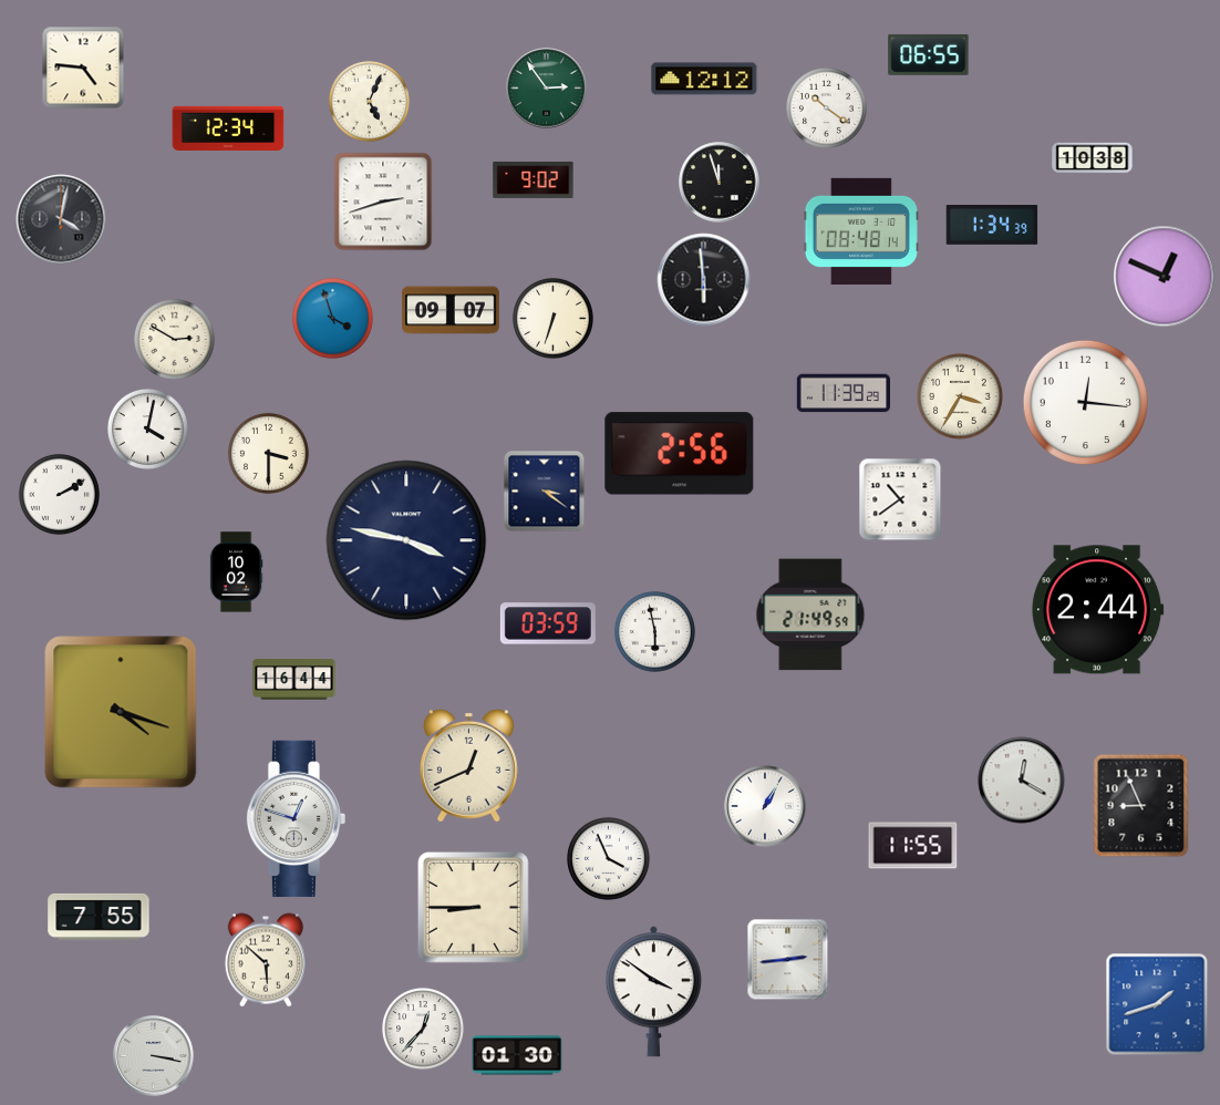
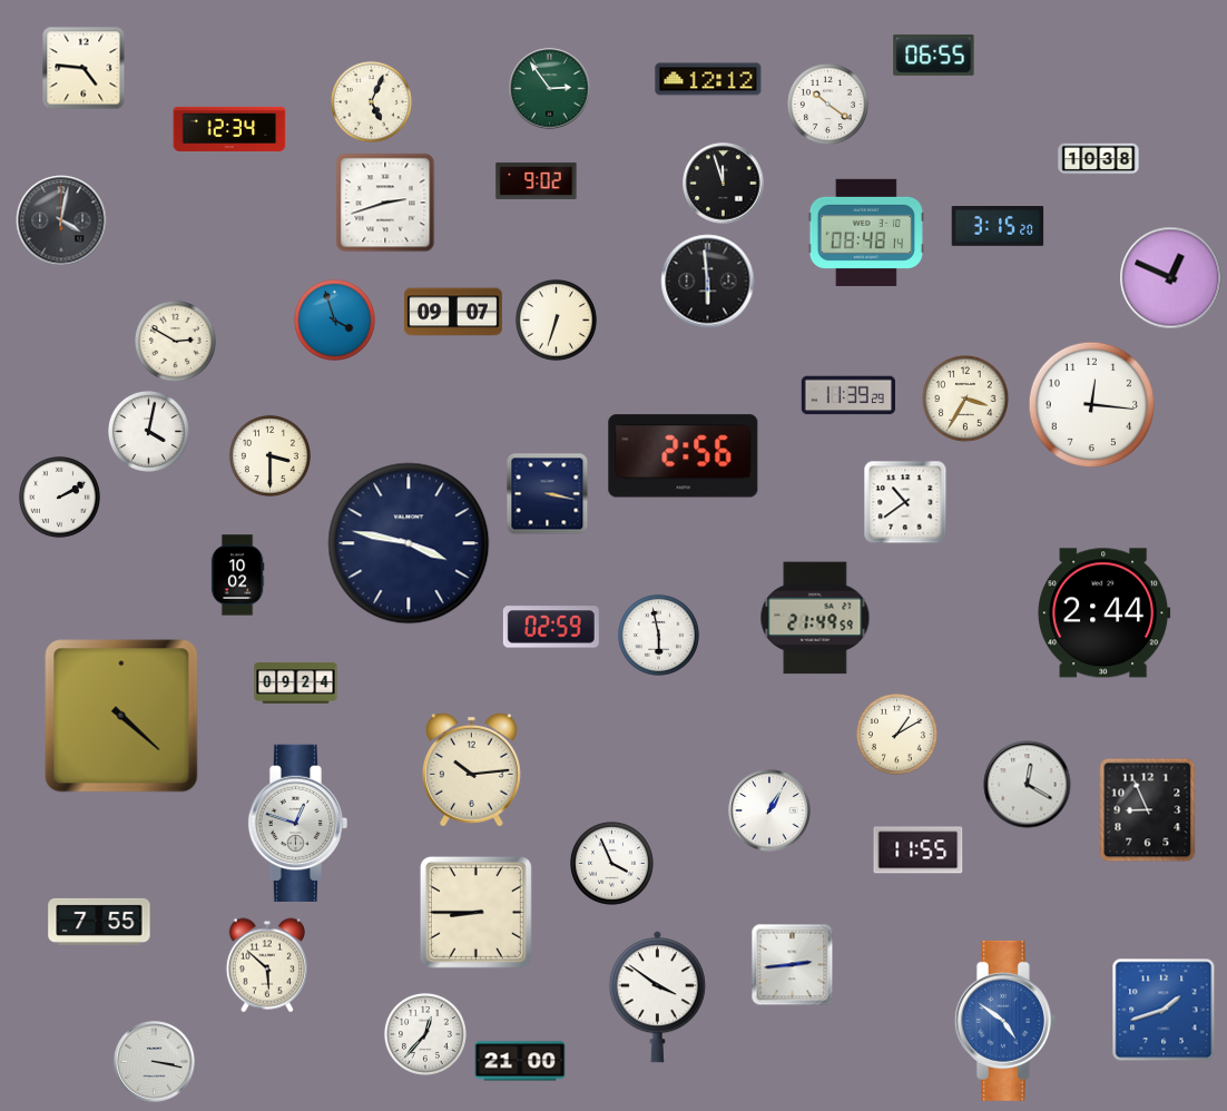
clock at (826, 107) position: (826, 107) -> (827, 104)
clock at (992, 226): 1:34 -> 3:15
clock at (545, 492): 3:21 -> 3:17
clock at (548, 623): 03:59 -> 02:59
clock at (294, 680): 16:44 -> 09:24
clock at (121, 712): 4:18 -> 4:22
clock at (896, 734): none -> 1:10
clock at (468, 765): 12:41 -> 10:14
clock at (1005, 1021): none -> 4:51
clock at (517, 1055): 01:30 -> 21:00
